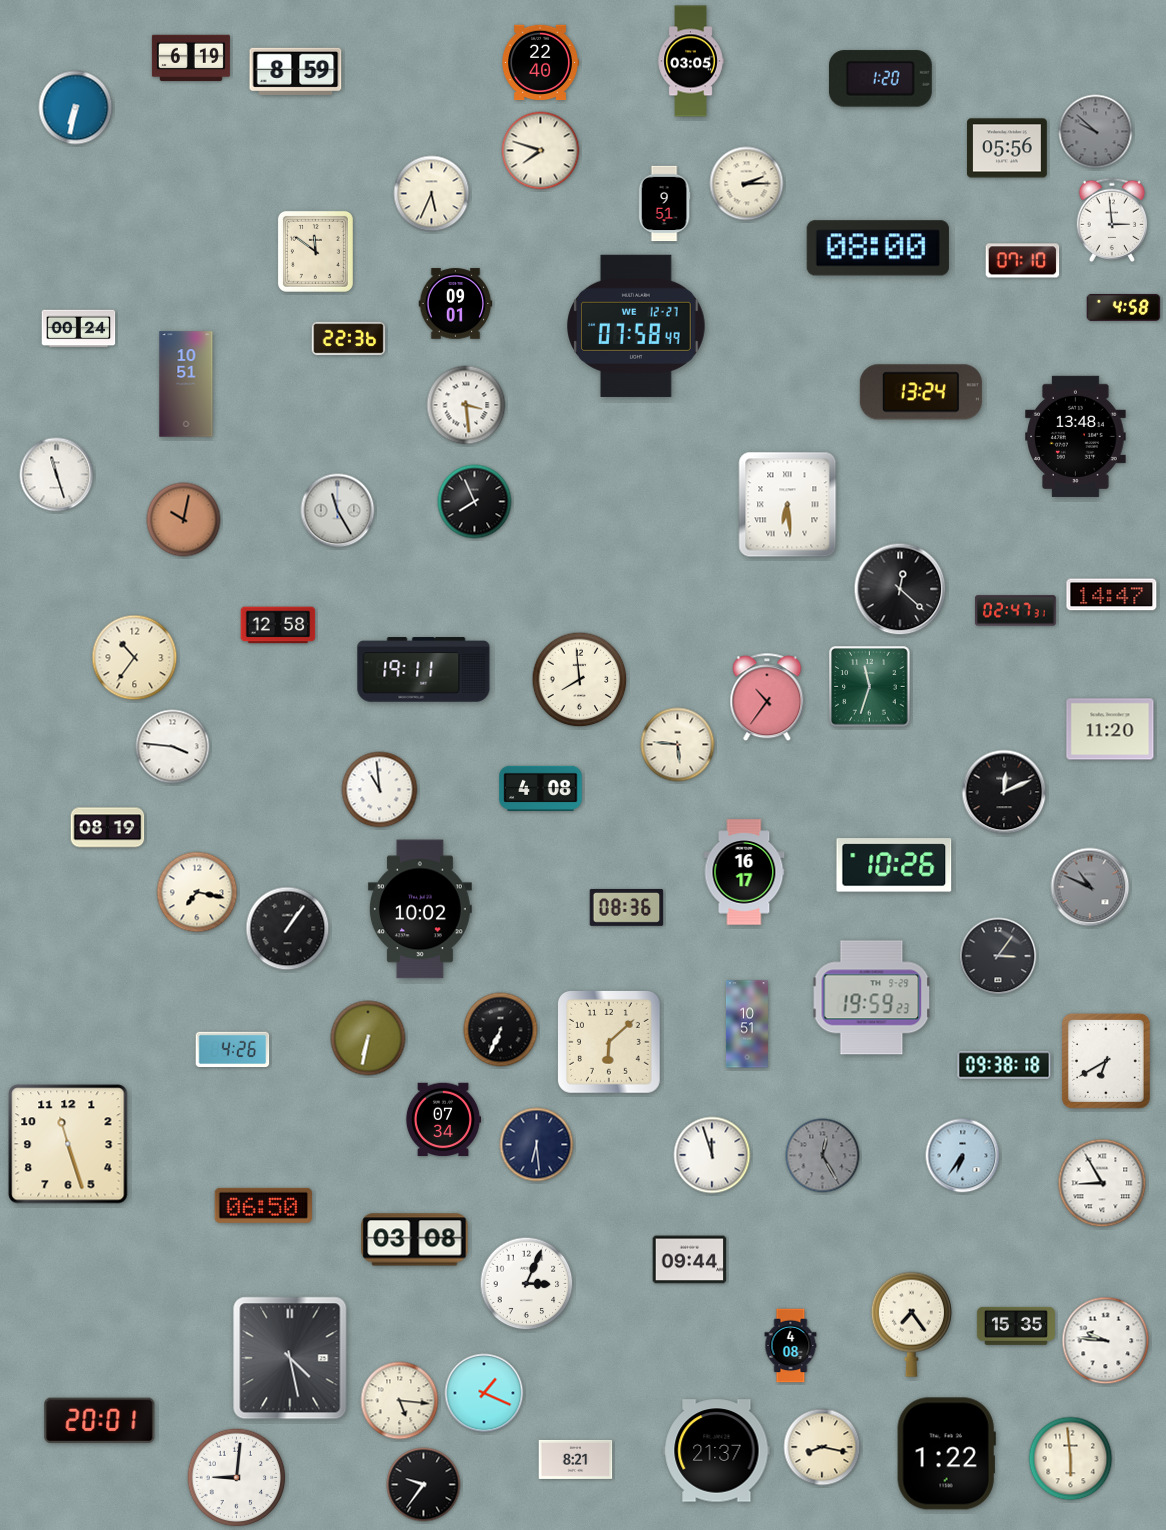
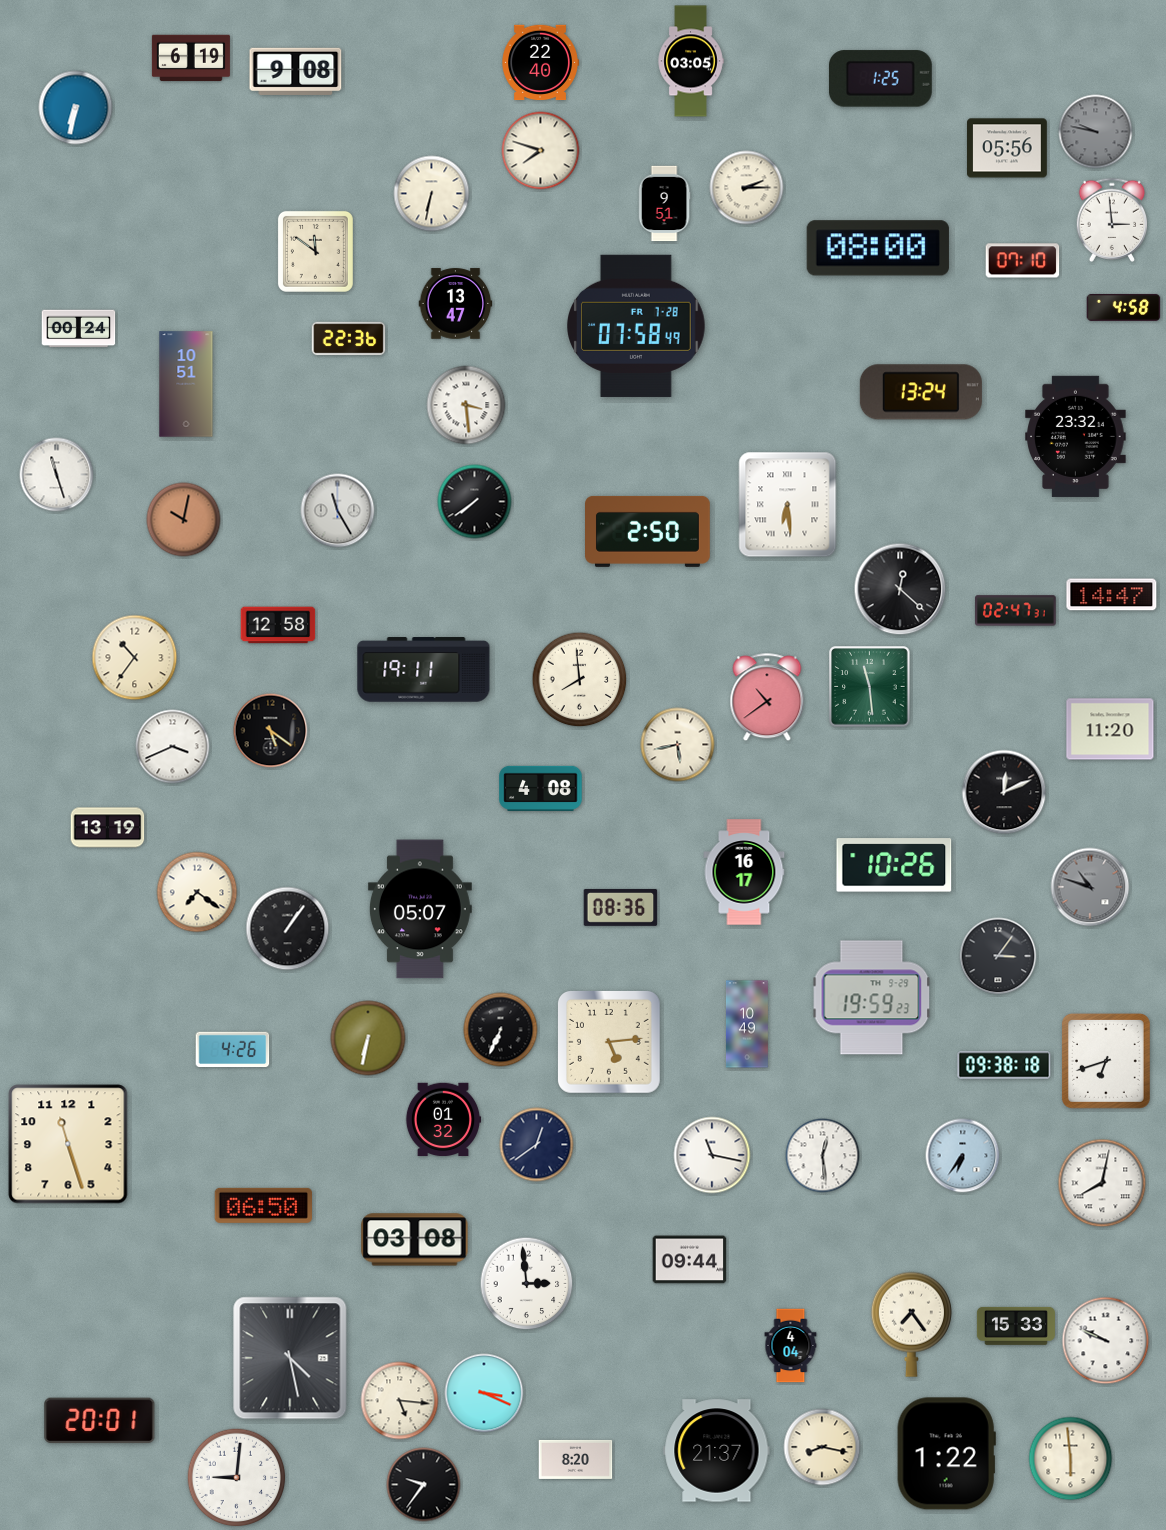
clock at (296, 71): 8:59 -> 9:08
clock at (880, 79): 1:20 -> 1:25
clock at (1096, 132): 9:52 -> 9:47
clock at (747, 184) position: (747, 184) -> (747, 188)
clock at (432, 194): 5:34 -> 6:32
clock at (456, 304): 09:01 -> 13:47
clock at (636, 326) date: WE 12-27 -> FR 7-28
clock at (1076, 436): 13:48 -> 23:32
clock at (475, 502): 7:56 -> 7:39
clock at (648, 531): none -> 2:50
clock at (870, 687): 11:33 -> 11:29
clock at (767, 698): 10:36 -> 10:39
clock at (271, 731): none -> 5:21
clock at (678, 745): 5:46 -> 5:43
clock at (173, 747): 3:46 -> 3:41
clock at (380, 790): 10:59 -> none
clock at (108, 828): 08:19 -> 13:19
clock at (1090, 887): 10:49 -> 10:48
clock at (197, 892): 7:17 -> 7:21
clock at (627, 907) position: (627, 907) -> (621, 907)
clock at (420, 909): 10:02 -> 05:07
clock at (747, 1024): 10:51 -> 10:49
clock at (609, 1042): 6:08 -> 5:14
clock at (1106, 1061): 6:40 -> 6:42
clock at (443, 1120): 07:34 -> 01:32
clock at (537, 1145): 6:29 -> 12:39
clock at (712, 1155): 11:57 -> 11:17
clock at (823, 1156): 12:25 -> 12:29
clock at (823, 1156) dial: grey -> white
clock at (1102, 1183): 8:55 -> 8:02
clock at (527, 1284): 3:04 -> 2:59
clock at (1016, 1326): 15:35 -> 15:33
clock at (1106, 1341): 9:46 -> 9:49
clock at (791, 1346): 4:08 -> 4:04
clock at (484, 1393): 1:19 -> 3:19
clock at (576, 1459): 8:21 -> 8:20
